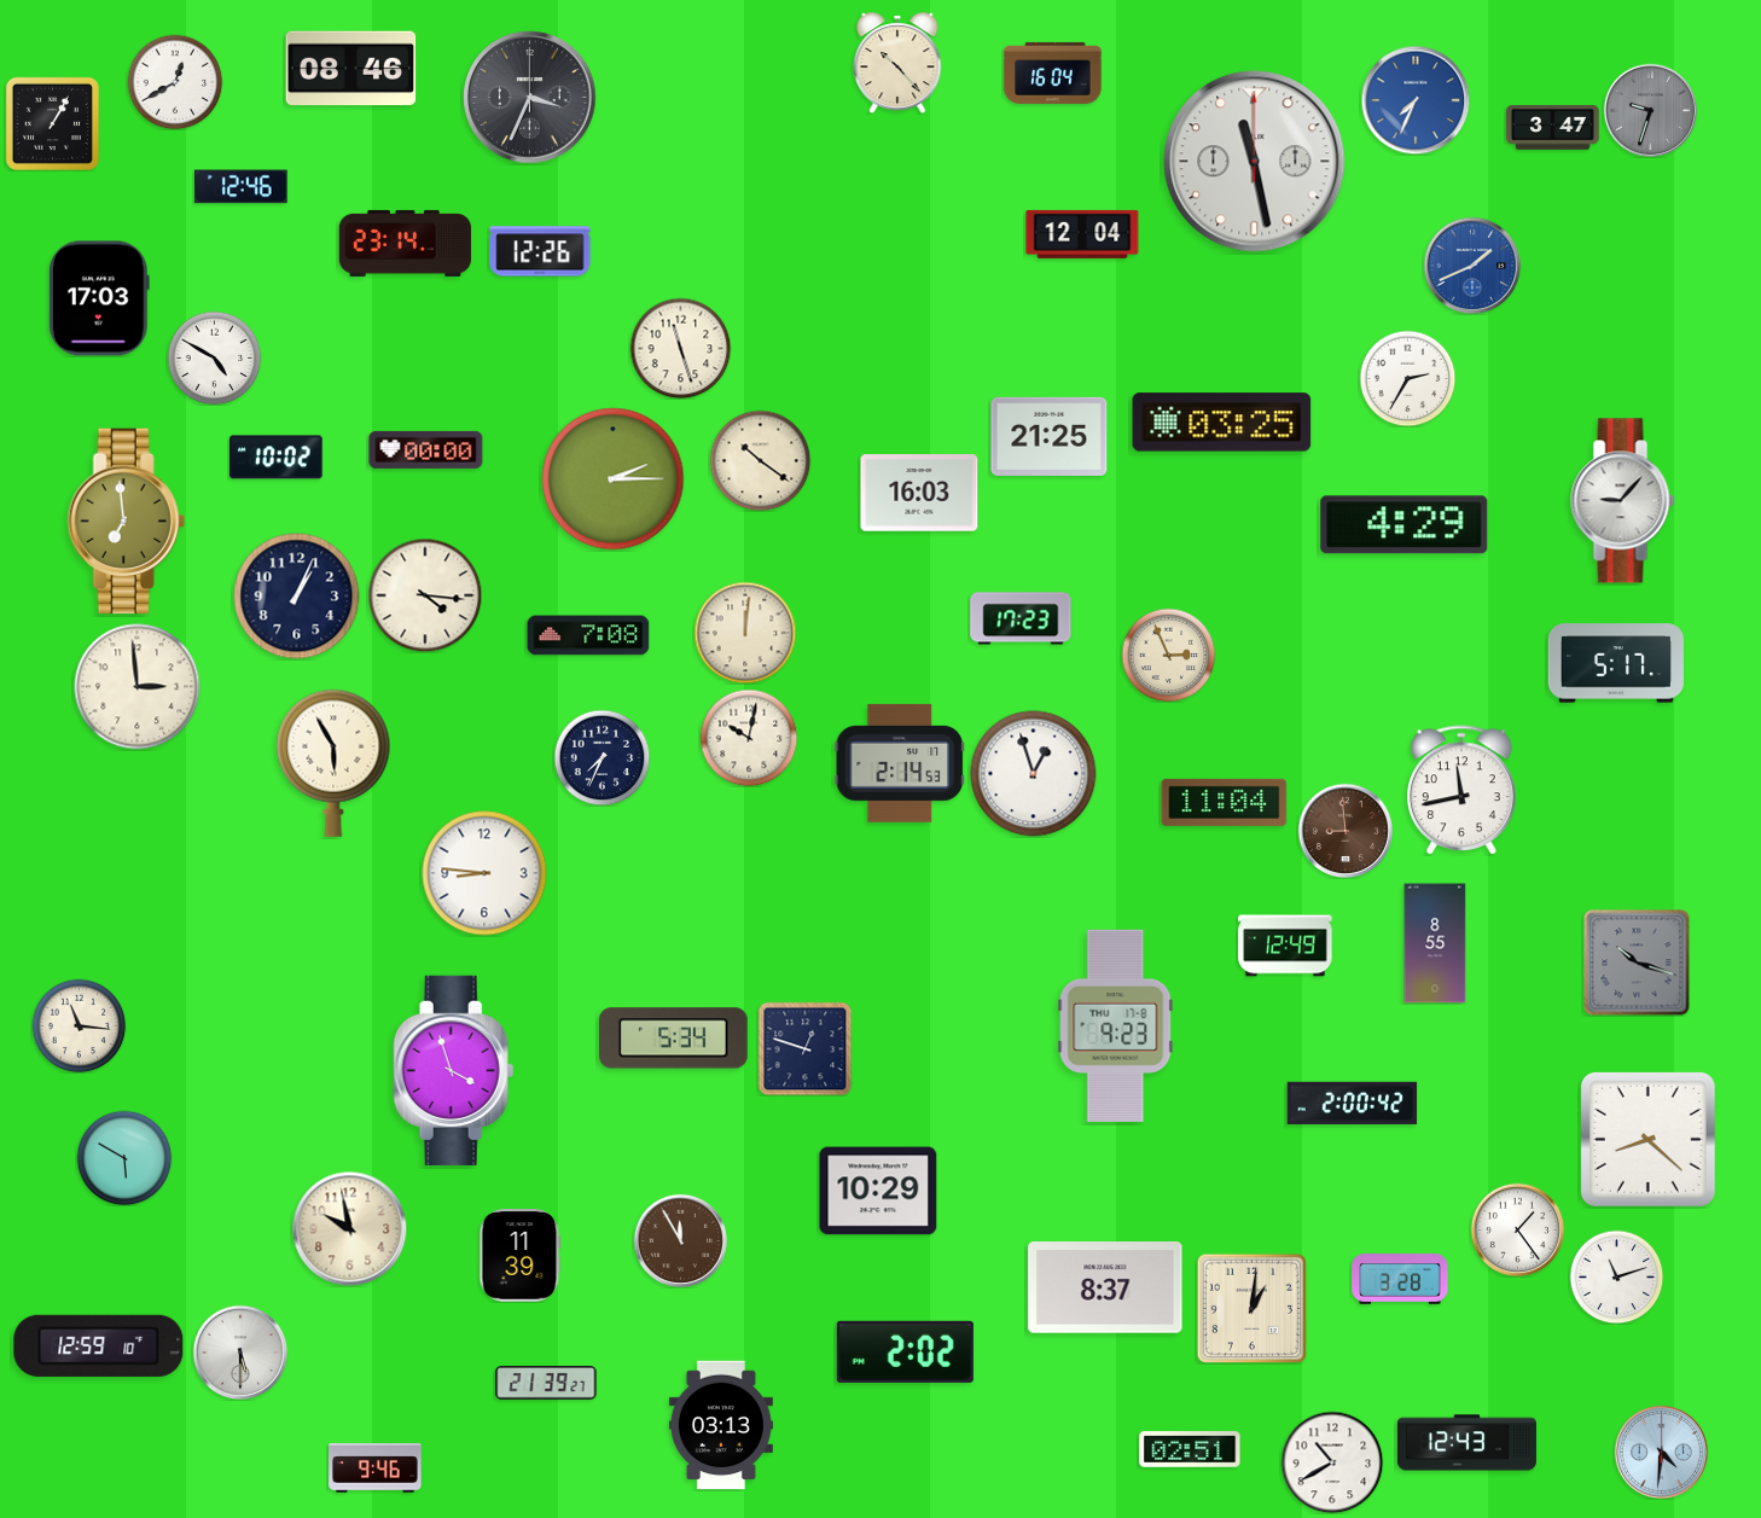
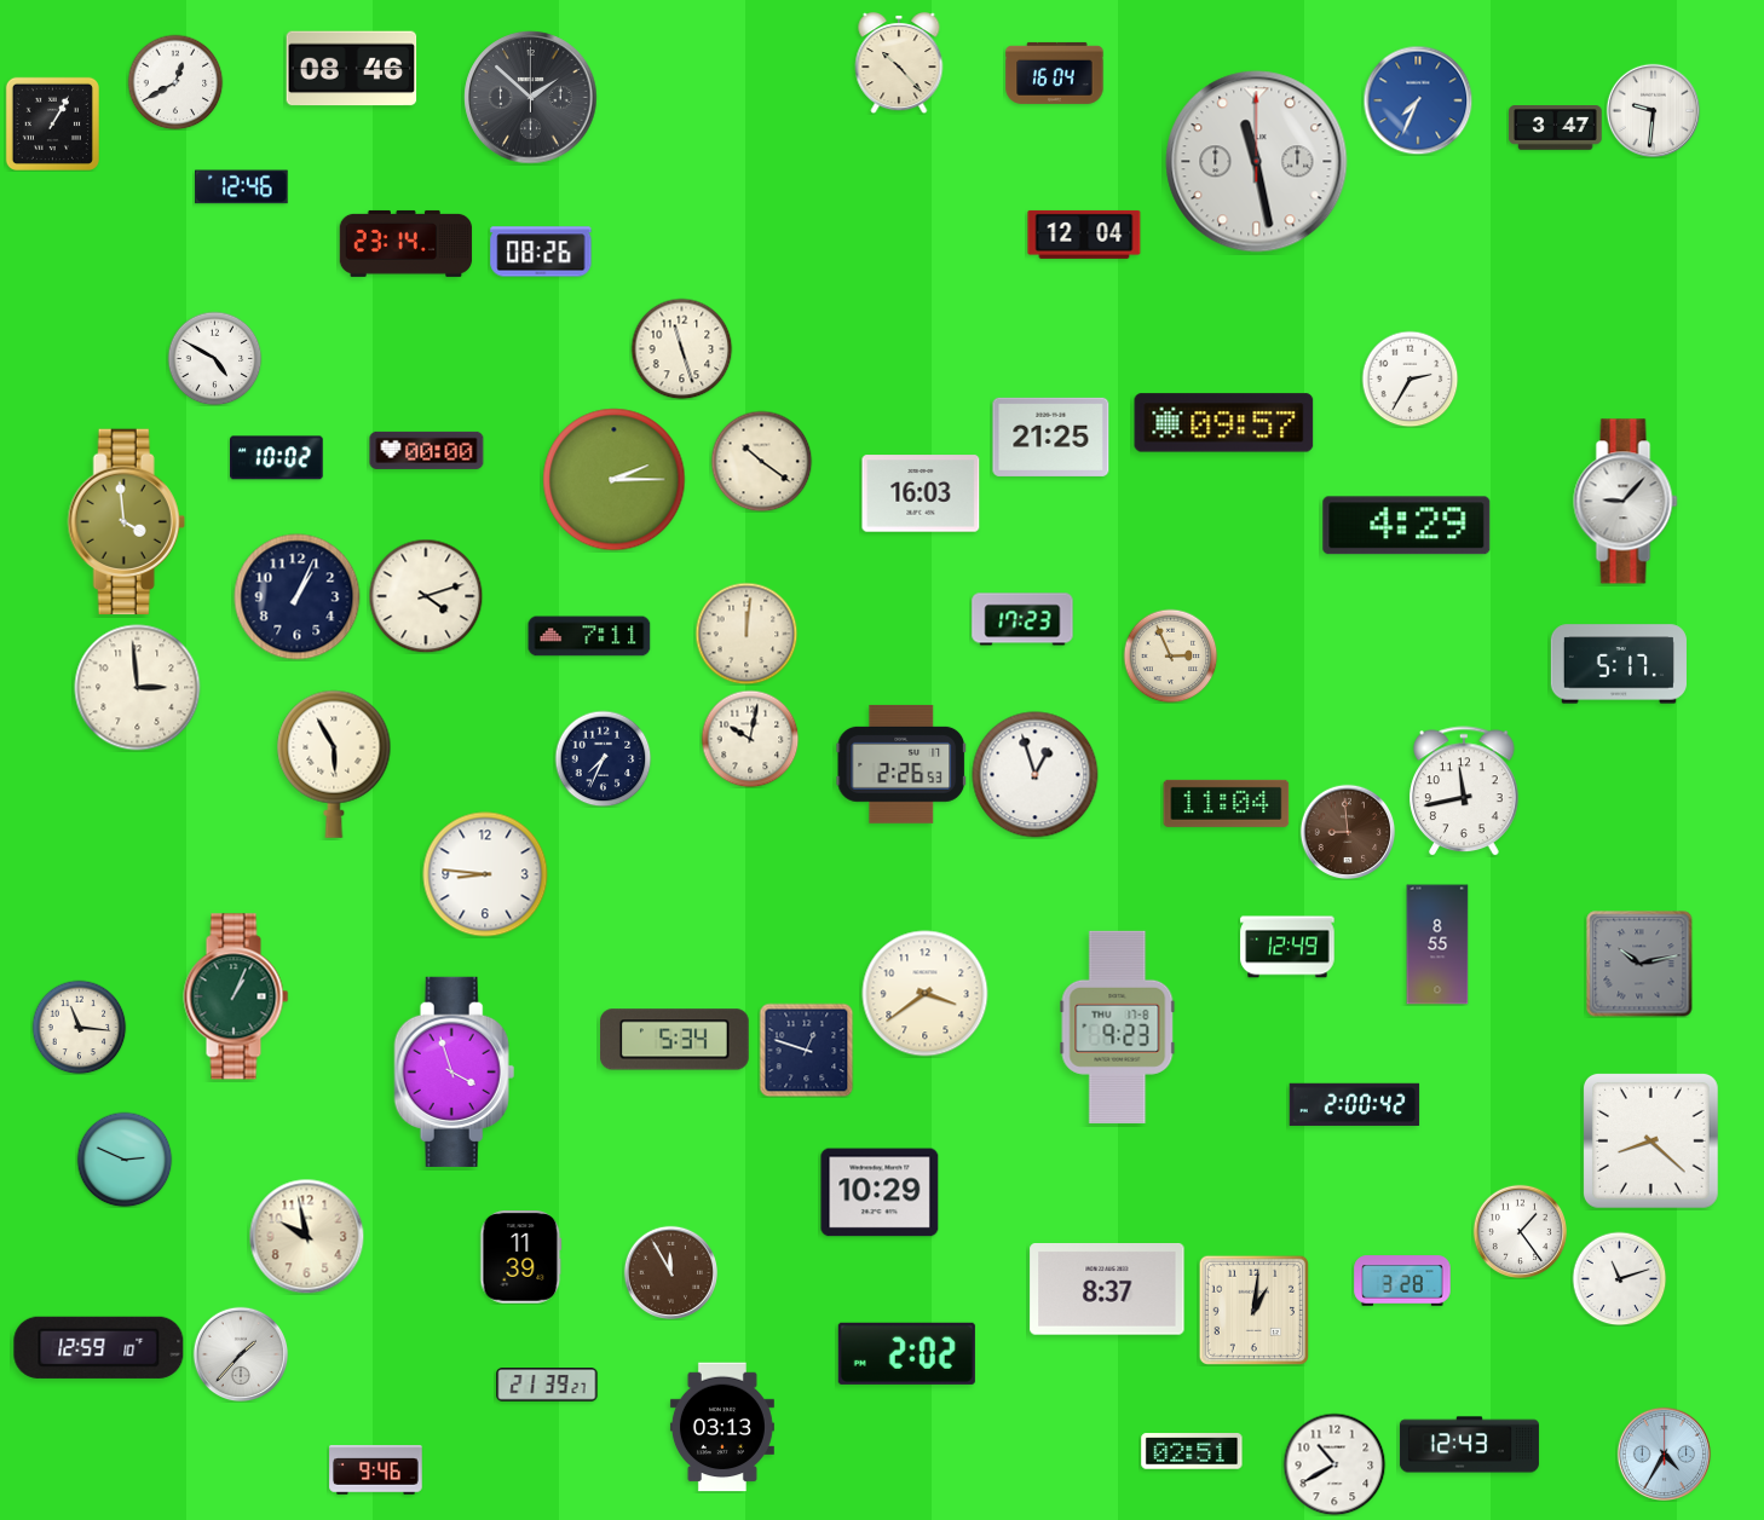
clock at (530, 98): 3:34 -> 1:52
clock at (1650, 110): 9:33 -> 9:31
clock at (1650, 110) dial: grey -> white
clock at (540, 251): 12:26 -> 08:26
clock at (1472, 266): 1:41 -> none
clock at (99, 298): 17:03 -> none
clock at (1222, 423): 03:25 -> 09:57
clock at (126, 522): 6:59 -> 3:59
clock at (425, 595): 4:16 -> 4:12
clock at (588, 635): 7:08 -> 7:11
clock at (900, 763): 2:14 -> 2:26
clock at (1637, 962): 10:18 -> 10:13
clock at (926, 994): none -> 3:39
clock at (236, 996): none -> 1:04
clock at (124, 1158): 5:50 -> 2:49
clock at (349, 1228) position: (349, 1228) -> (306, 1236)
clock at (680, 1240) position: (680, 1240) -> (670, 1272)
clock at (240, 1353): 5:30 -> 1:37
clock at (1661, 1452): 4:31 -> 4:35
